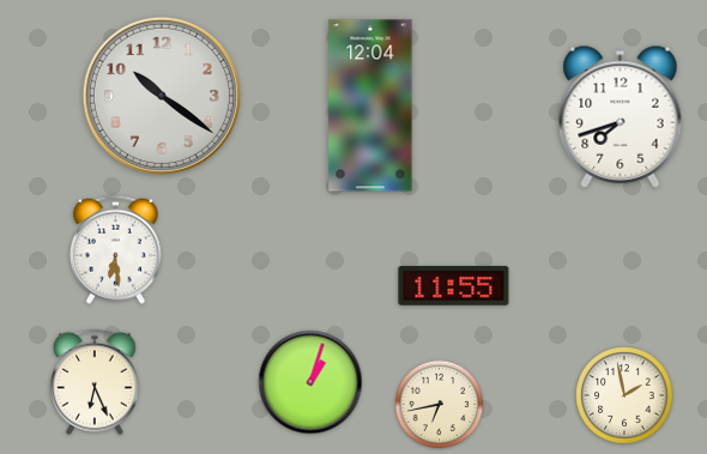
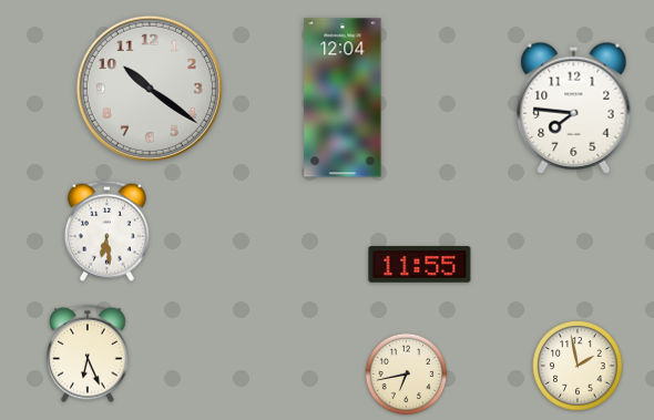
clock at (621, 116): 7:42 -> 7:46
clock at (310, 382): 1:03 -> none
